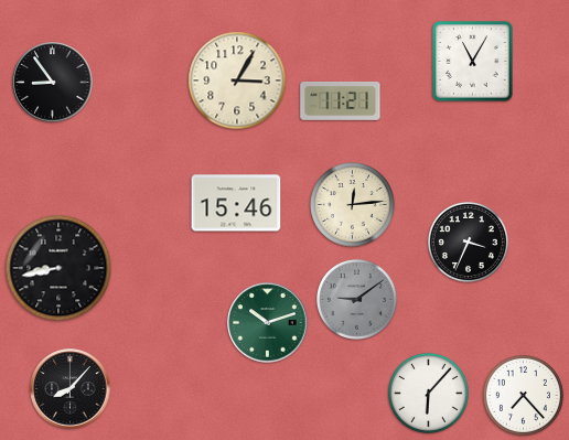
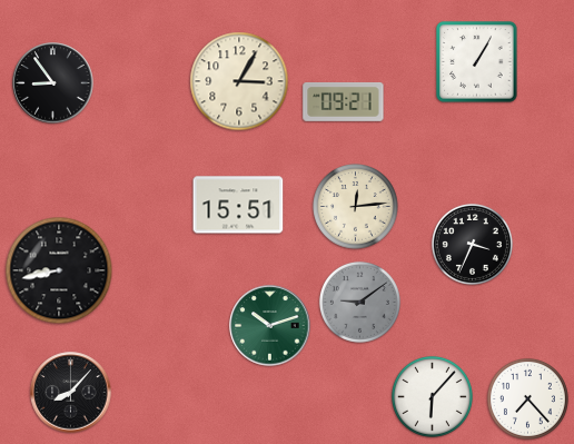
clock at (473, 62): 11:05 -> 1:05
clock at (341, 100): 11:21 -> 09:21
clock at (236, 203): 15:46 -> 15:51
